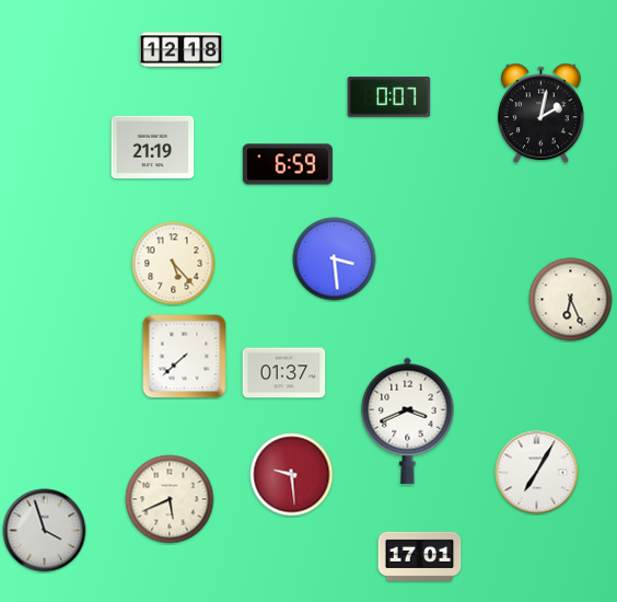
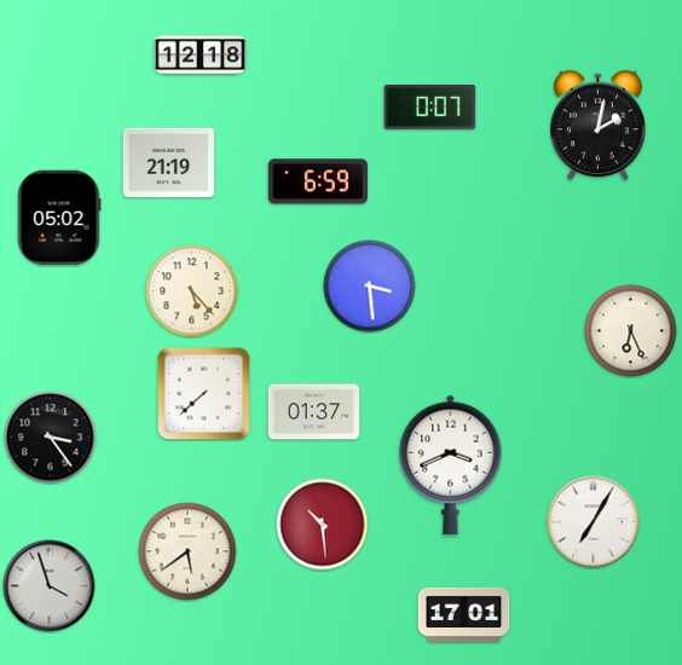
clock at (59, 218): none -> 05:02
clock at (51, 438): none -> 3:24
clock at (292, 475): 9:29 -> 10:29
clock at (170, 499): 5:41 -> 5:39
